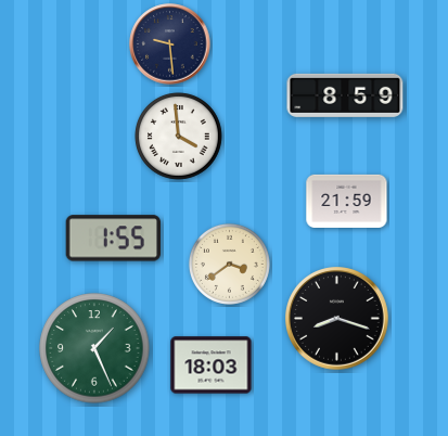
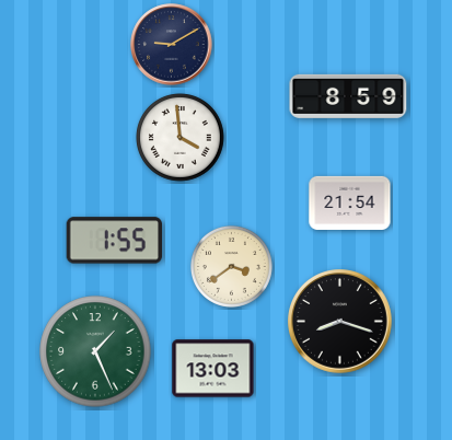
clock at (170, 44): 9:29 -> 9:10
clock at (347, 201): 21:59 -> 21:54
clock at (212, 366): 18:03 -> 13:03
